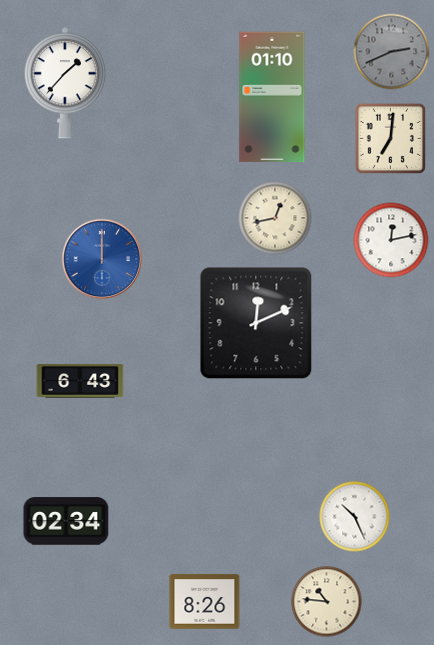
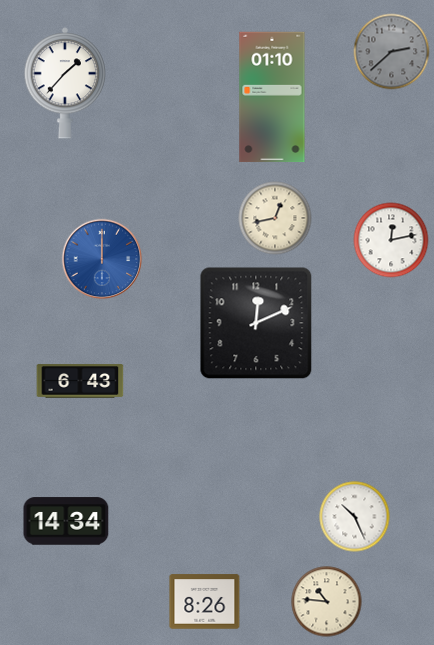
clock at (392, 52): 2:41 -> 2:38
clock at (390, 138): 7:01 -> none
clock at (66, 521): 02:34 -> 14:34
